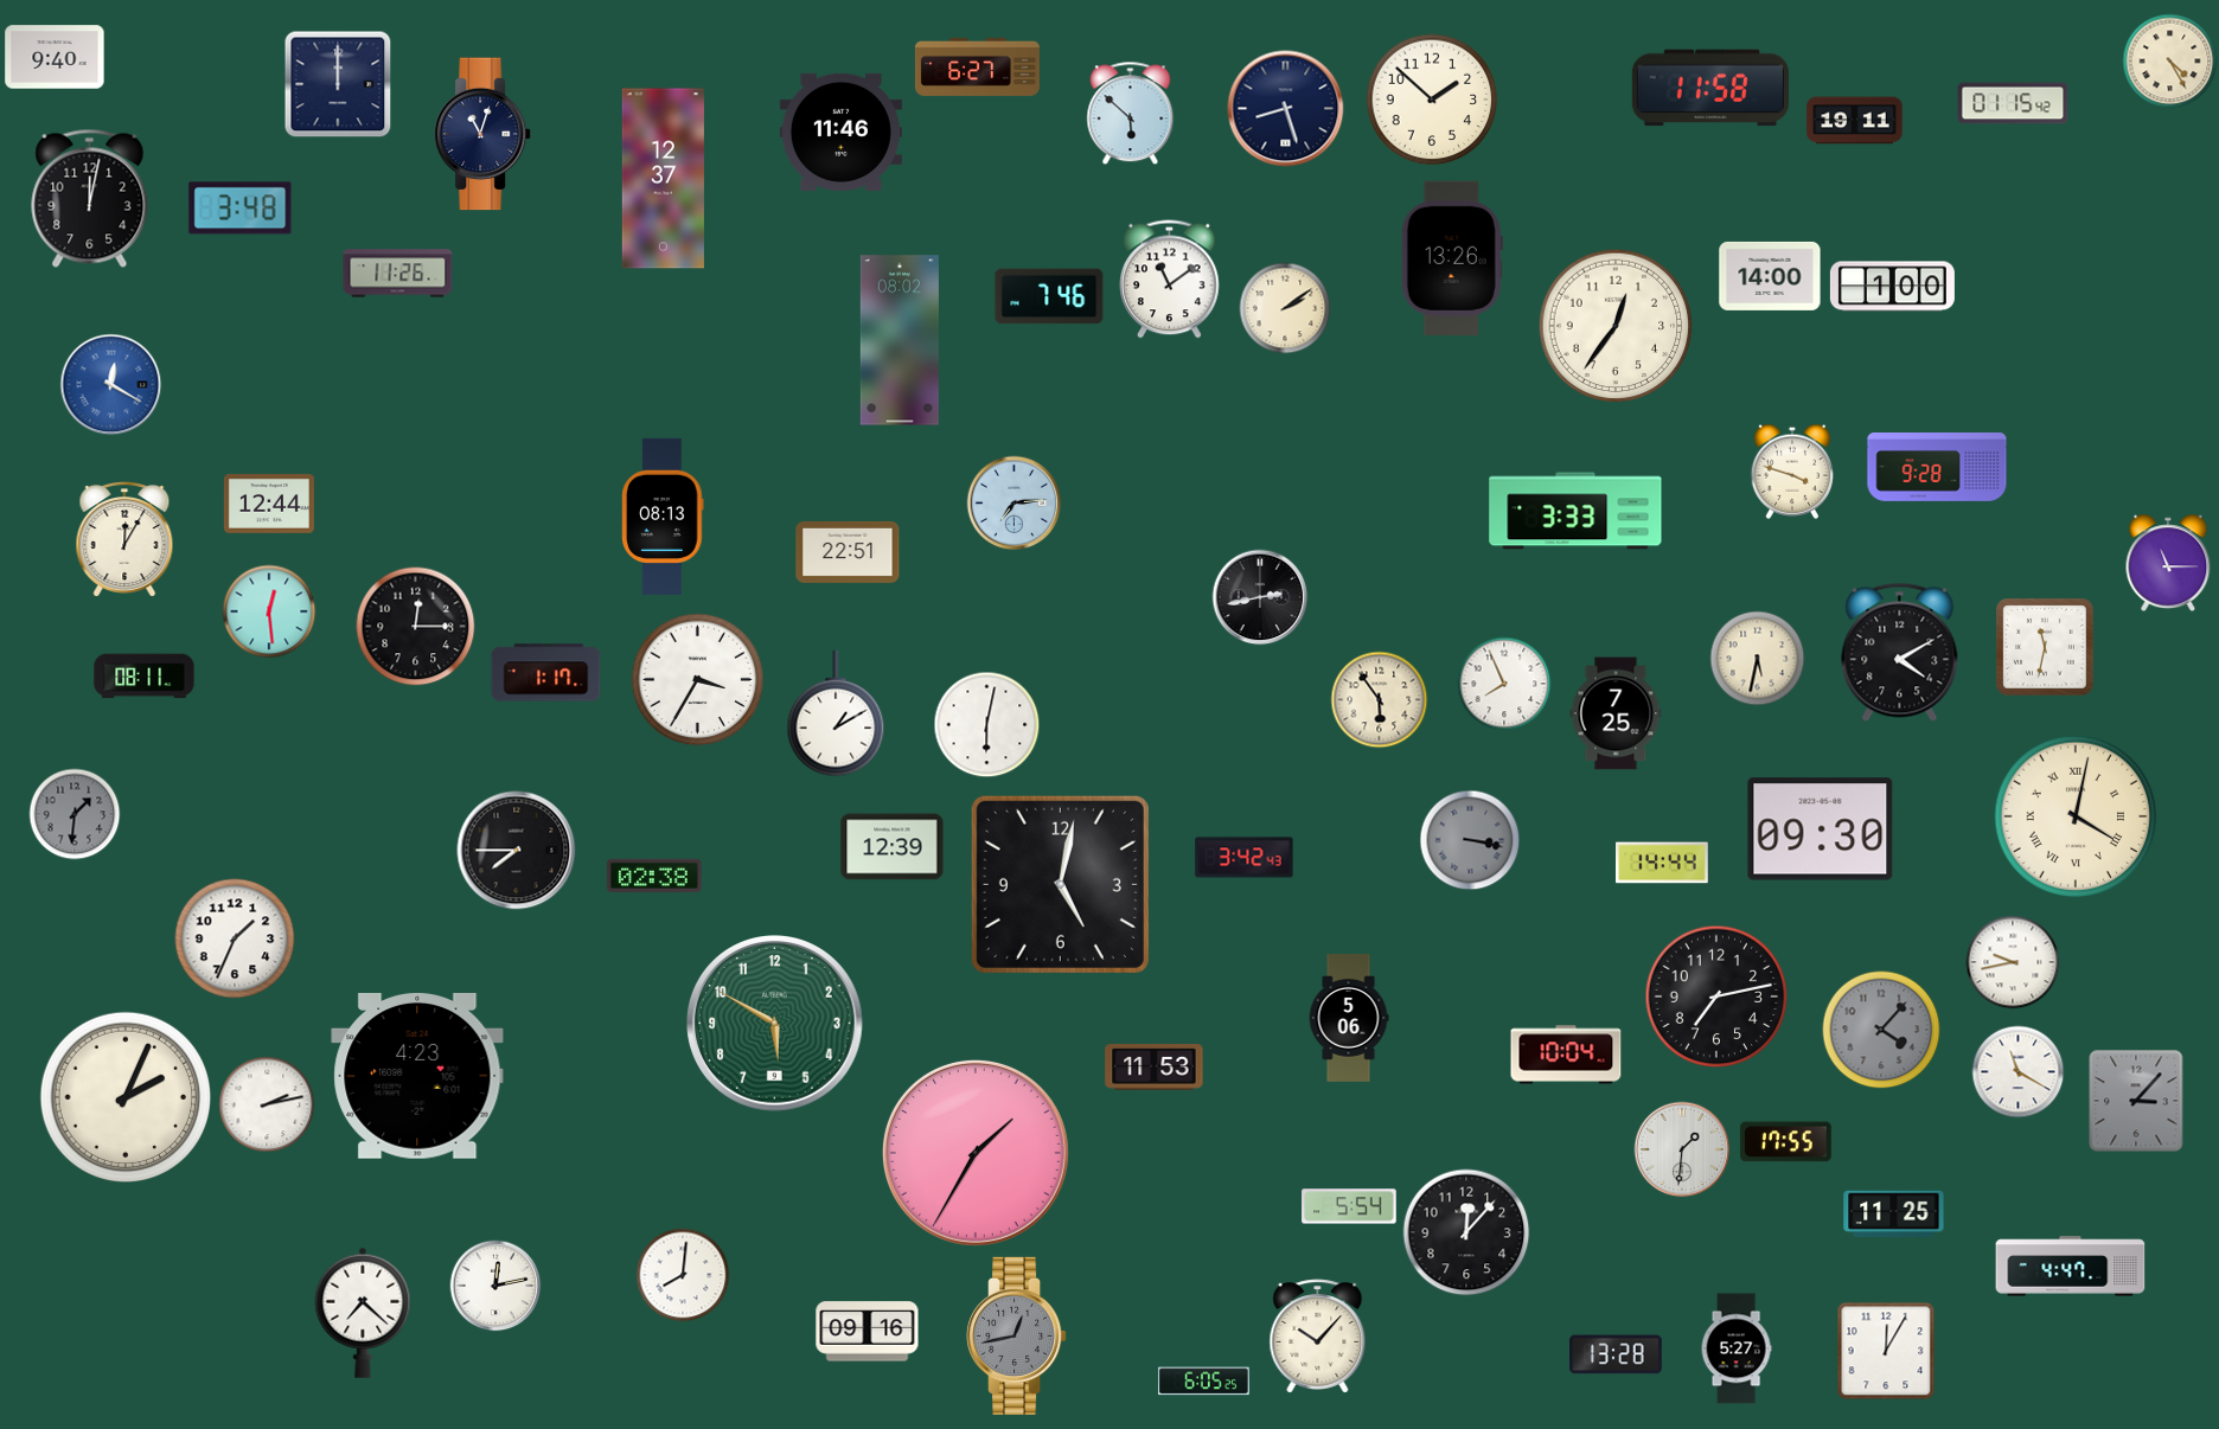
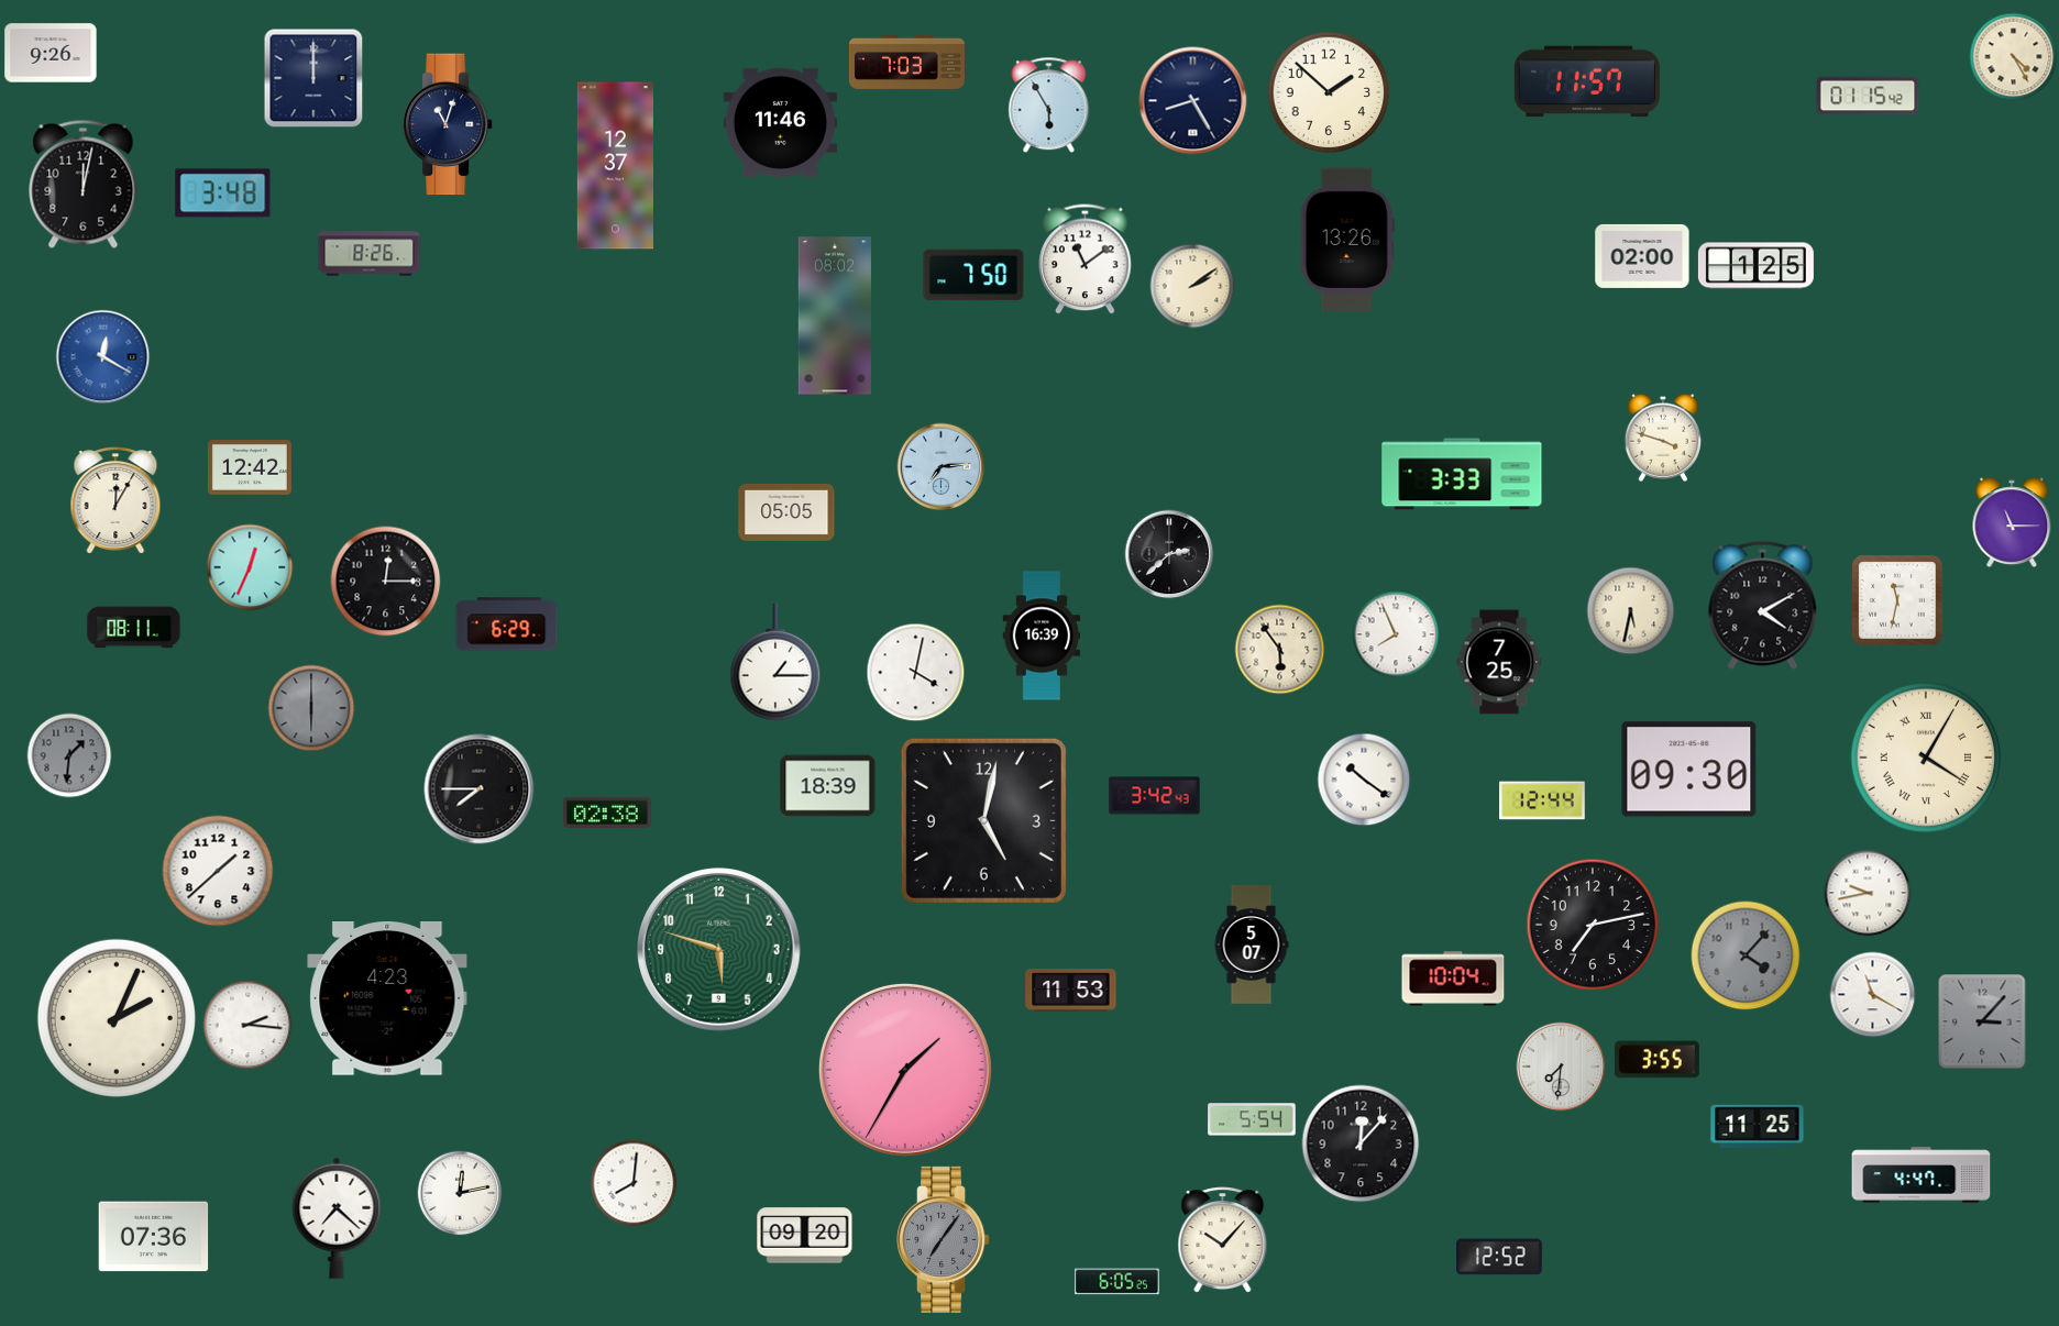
clock at (55, 57): 9:40 -> 9:26
clock at (977, 66): 6:27 -> 7:03
clock at (1710, 88): 11:58 -> 11:57
clock at (1286, 109): 8:27 -> 8:25
clock at (1131, 114): 5:52 -> 5:55
clock at (1855, 121): 19:11 -> none
clock at (398, 274): 11:26 -> 8:26
clock at (1770, 276): 14:00 -> 02:00
clock at (1892, 287): 1:00 -> 1:25
clock at (1049, 296): 7:46 -> 7:50
clock at (1616, 326): 12:36 -> none
clock at (1937, 468): 9:28 -> none
clock at (269, 505): 12:44 -> 12:42
clock at (663, 517): 08:13 -> none
clock at (848, 552): 22:51 -> 05:05
clock at (1260, 597): 2:43 -> 2:38
clock at (269, 611): 12:29 -> 12:34
clock at (546, 673): 1:17 -> 6:29
clock at (698, 680): 3:35 -> none
clock at (1042, 636): none -> 16:39
clock at (836, 713): 1:10 -> 1:15
clock at (987, 725): 6:02 -> 4:02
clock at (311, 708): none -> 6:00
clock at (2076, 816): 4:02 -> 4:05
clock at (1470, 840): 3:17 -> 10:21
clock at (1470, 840) dial: grey -> white
clock at (893, 847): 12:39 -> 18:39
clock at (1663, 863): 14:44 -> 12:44
clock at (235, 938): 1:34 -> 1:38
clock at (1349, 1018): 5:06 -> 5:07
clock at (775, 1024): 5:50 -> 5:48
clock at (267, 1104): 2:13 -> 2:16
clock at (1785, 1142): 17:55 -> 3:55
clock at (1682, 1149): 1:31 -> 7:31
clock at (868, 1332): 09:16 -> 09:20
clock at (154, 1237): none -> 07:36
clock at (1017, 1335): 12:43 -> 7:06
clock at (1737, 1348): 5:27 -> none
clock at (1886, 1351): 12:05 -> none
clock at (1617, 1354): 13:28 -> 12:52
